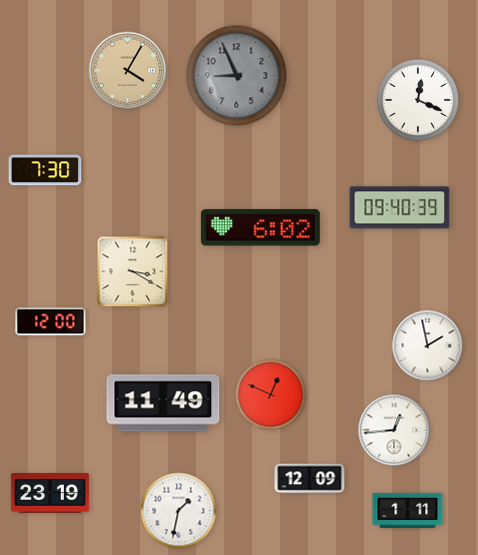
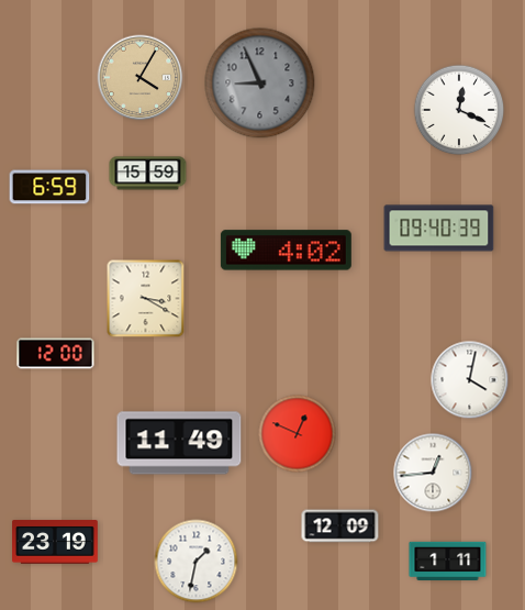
clock at (148, 174): none -> 15:59
clock at (45, 170): 7:30 -> 6:59
clock at (260, 228): 6:02 -> 4:02
clock at (428, 346): 1:58 -> 4:02
